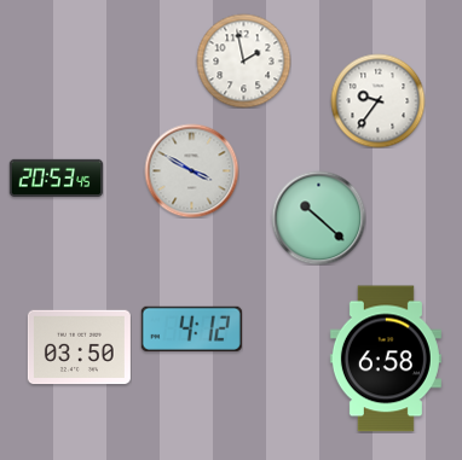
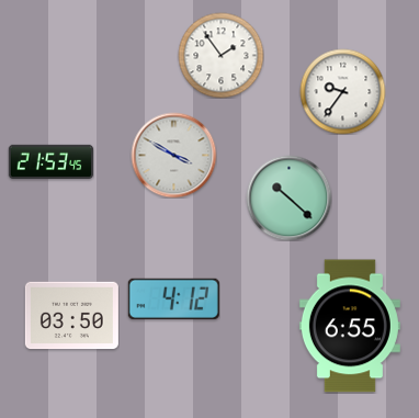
clock at (243, 60): 1:58 -> 1:54
clock at (56, 177): 20:53 -> 21:53
clock at (386, 359): 6:58 -> 6:55
